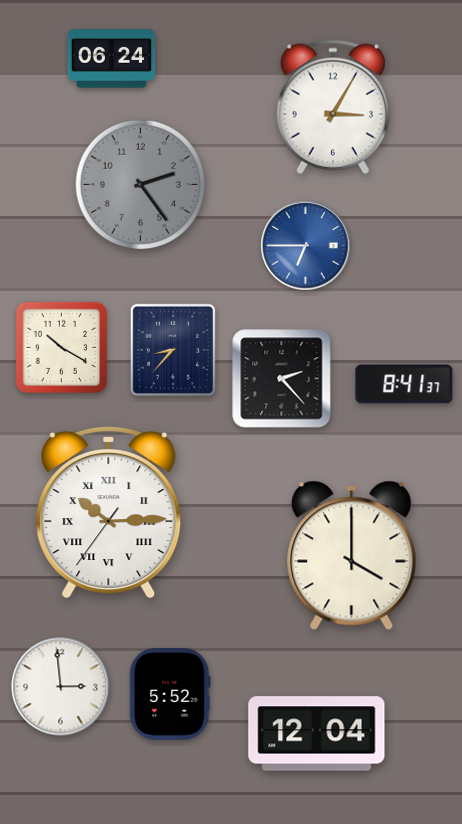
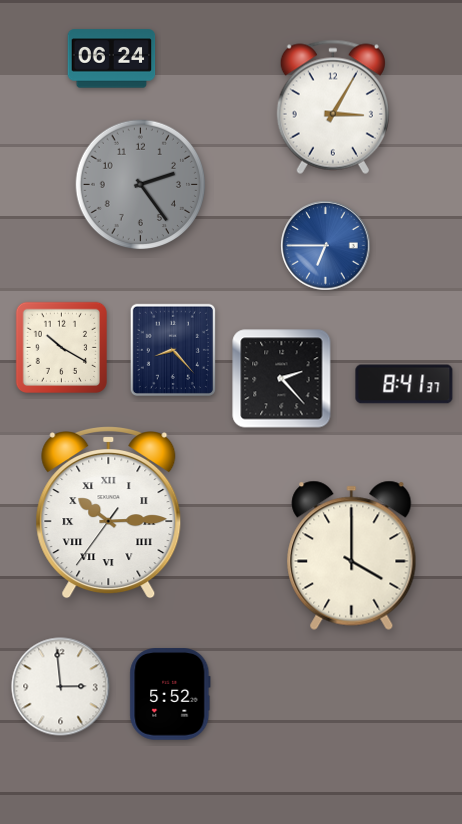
clock at (306, 246) position: (306, 246) -> (326, 246)
clock at (173, 350): 8:37 -> 8:23
clock at (317, 734): 12:04 -> none
